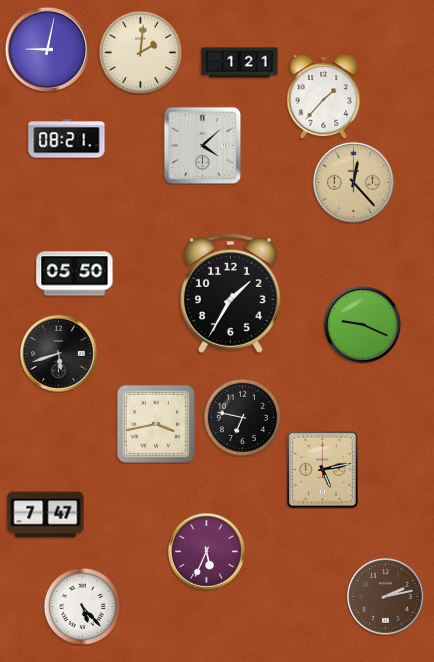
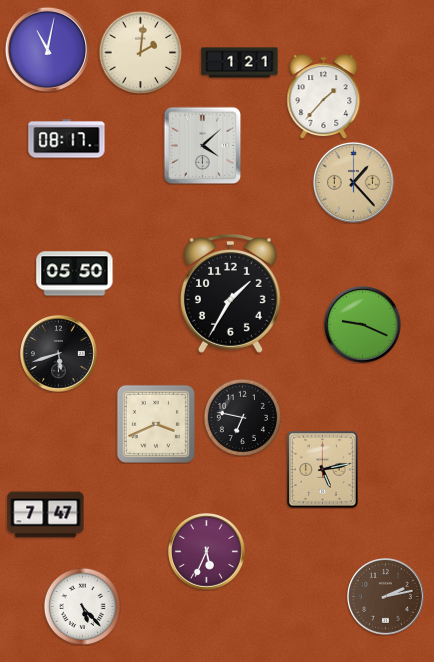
clock at (47, 49): 9:02 -> 11:02
clock at (67, 139): 08:21 -> 08:17
clock at (353, 182): 12:23 -> 1:23
clock at (156, 424): 3:43 -> 3:41
